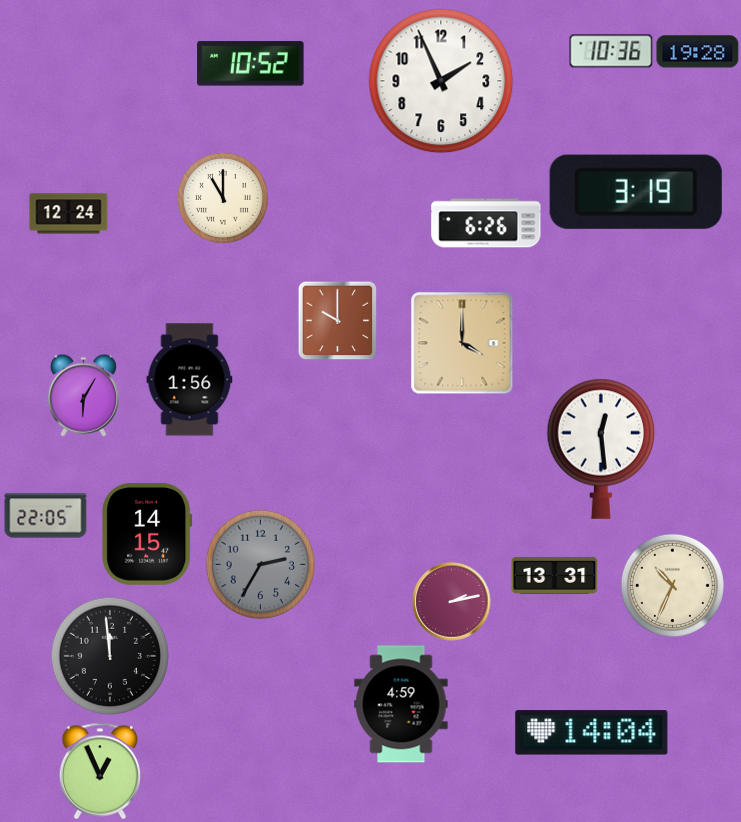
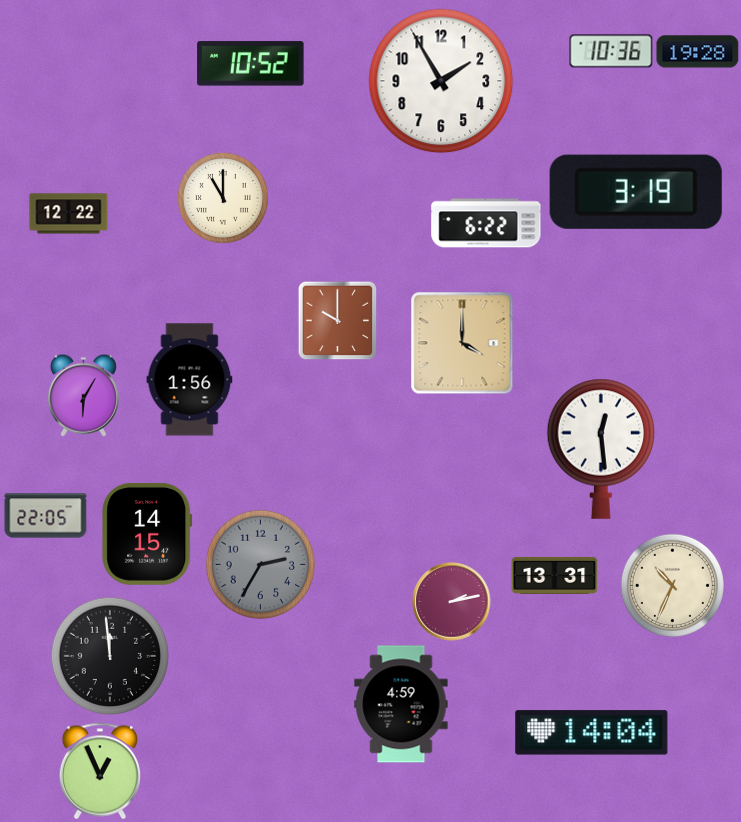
clock at (441, 81): 1:56 -> 1:55
clock at (69, 214): 12:24 -> 12:22
clock at (486, 223): 6:26 -> 6:22
